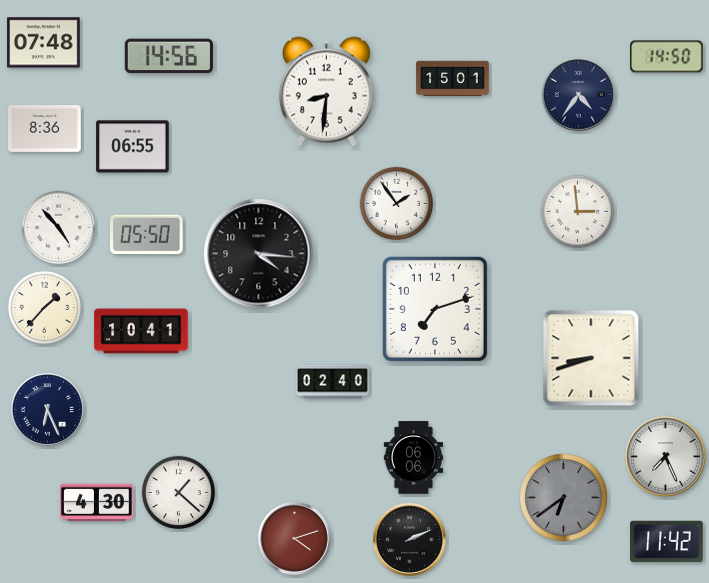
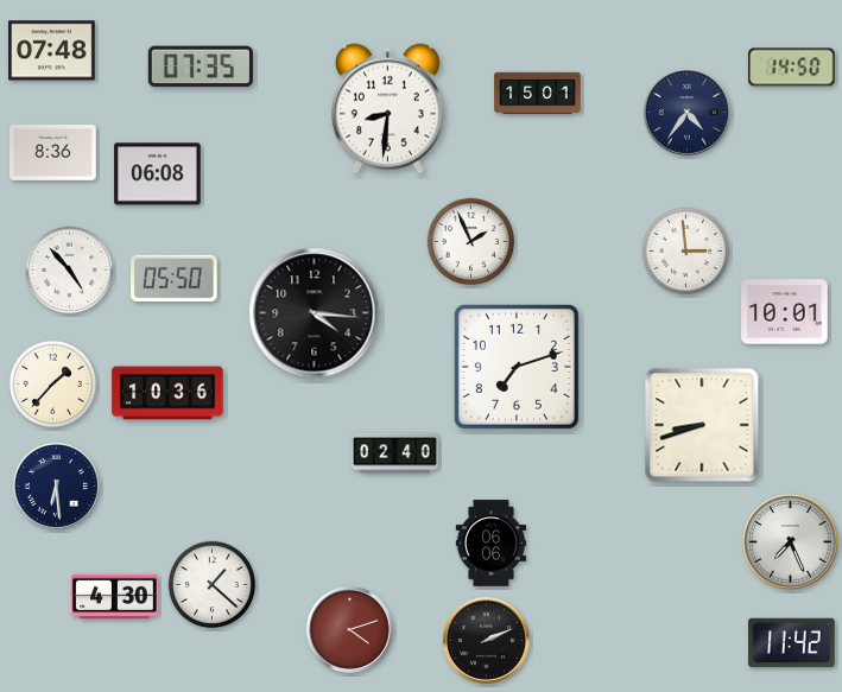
clock at (169, 56): 14:56 -> 07:35
clock at (133, 147): 06:55 -> 06:08
clock at (397, 204): 1:54 -> 1:56
clock at (259, 254) position: (259, 254) -> (315, 313)
clock at (785, 312): none -> 10:01
clock at (45, 308) position: (45, 308) -> (53, 385)
clock at (141, 331): 10:41 -> 10:36
clock at (48, 410): 6:26 -> 6:29
clock at (564, 498): 6:39 -> none
clock at (295, 539) position: (295, 539) -> (350, 630)
